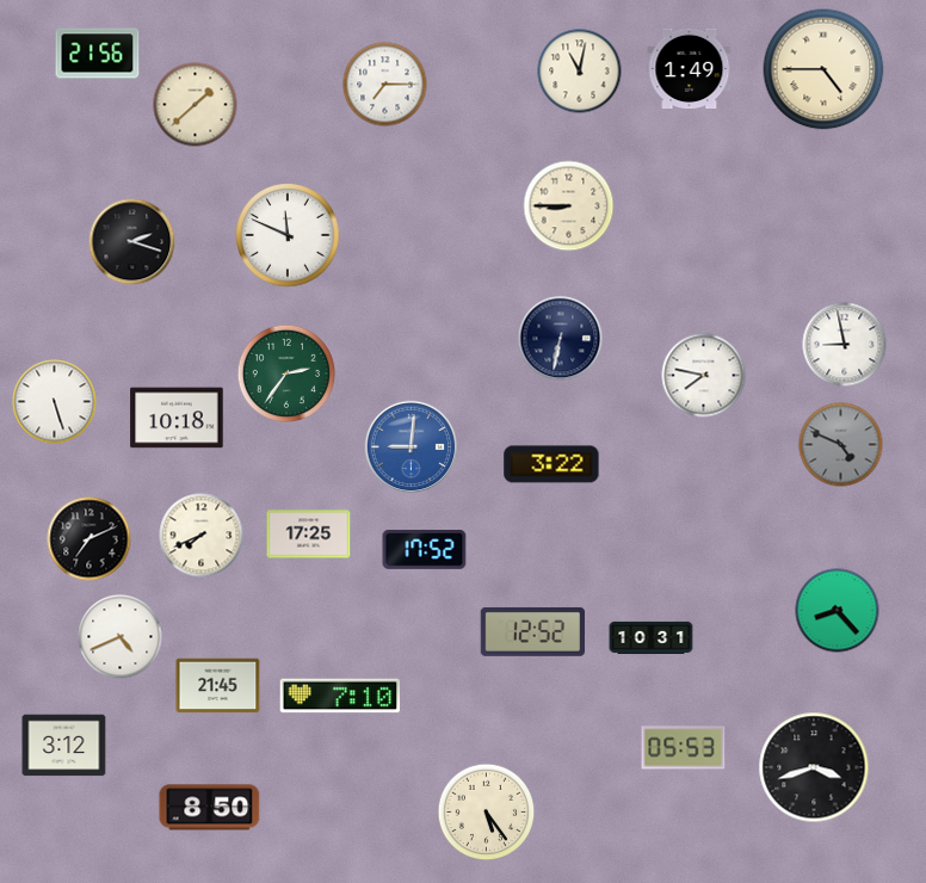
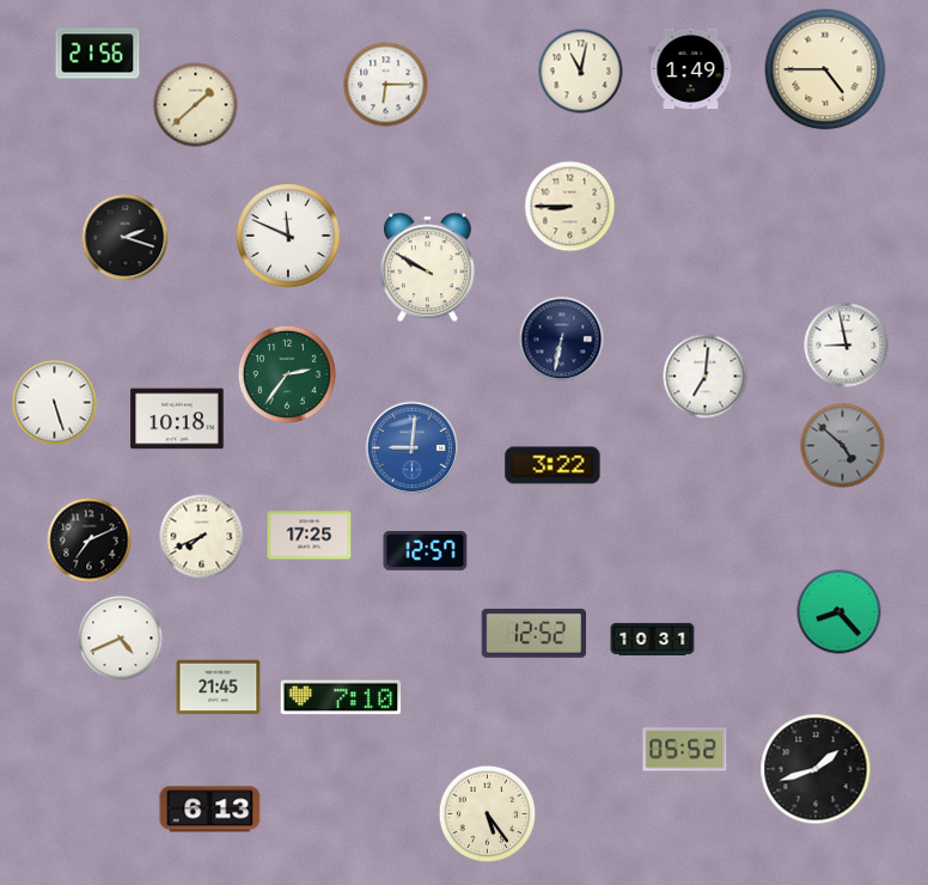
clock at (385, 85): 7:15 -> 6:15
clock at (132, 242) position: (132, 242) -> (126, 238)
clock at (427, 268): none -> 9:50
clock at (704, 376): 7:47 -> 7:01
clock at (841, 445): 4:49 -> 4:52
clock at (425, 550): 17:52 -> 12:57
clock at (64, 746): 3:12 -> none
clock at (684, 748): 05:53 -> 05:52
clock at (814, 767): 3:42 -> 1:42
clock at (210, 808): 8:50 -> 6:13
